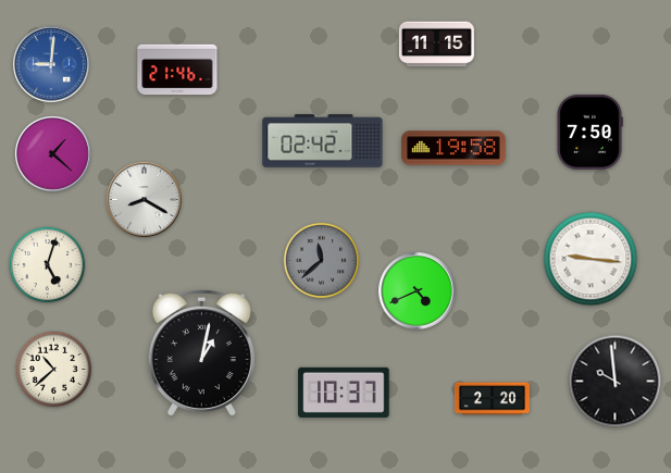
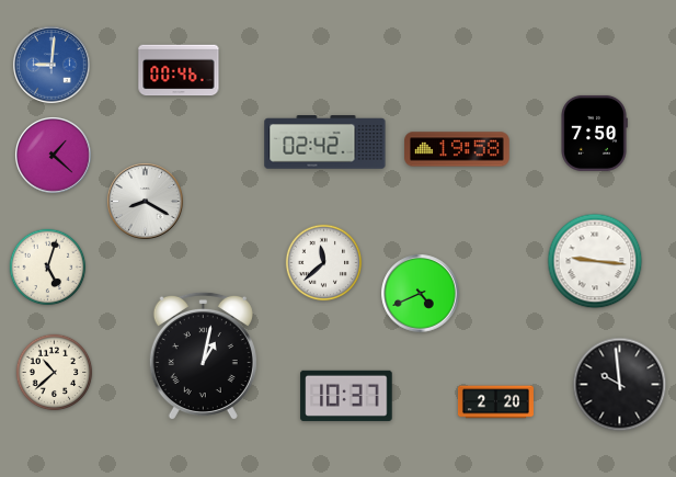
clock at (436, 45): 11:15 -> none
clock at (177, 70): 21:46 -> 00:46
clock at (322, 261) dial: grey -> white
